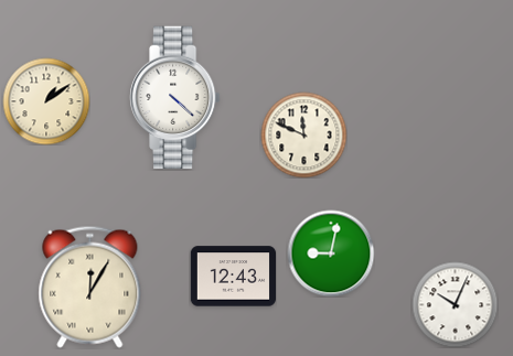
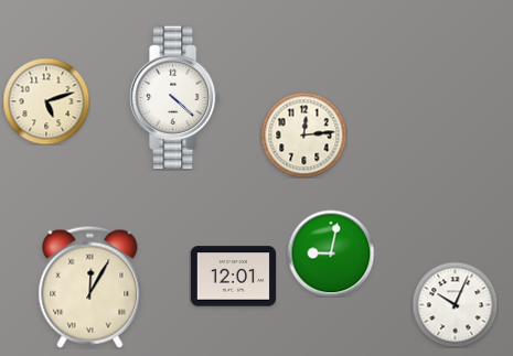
clock at (46, 101): 1:09 -> 5:12
clock at (303, 134): 11:49 -> 12:14
clock at (233, 277): 12:43 -> 12:01
